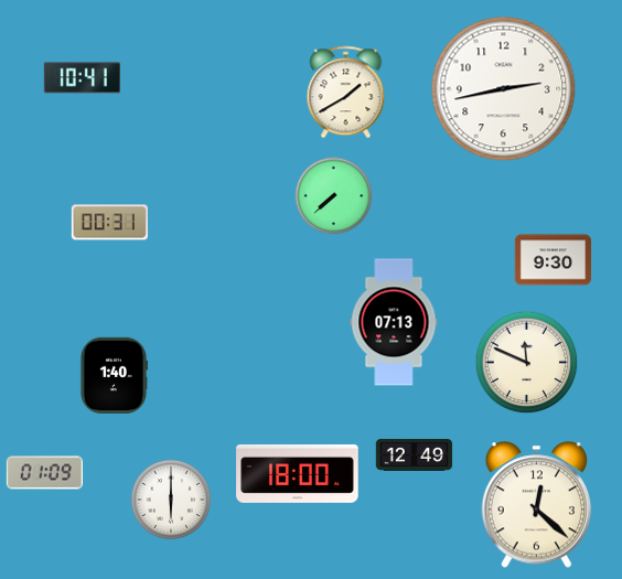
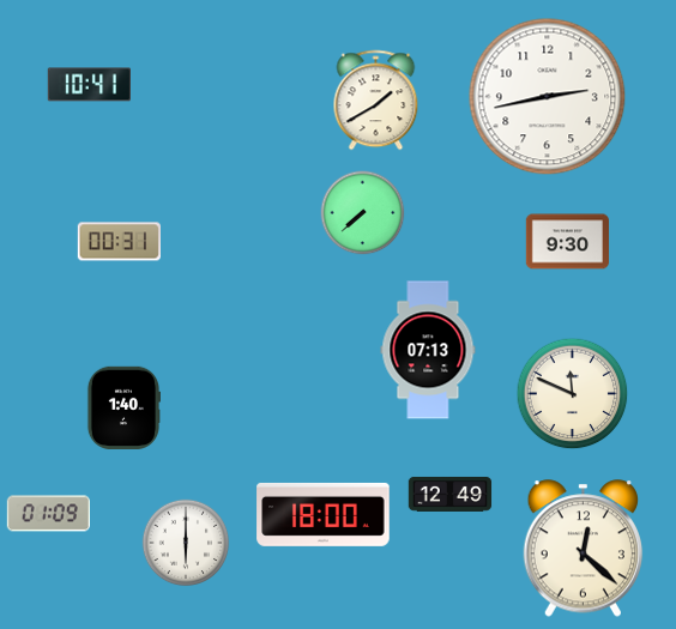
clock at (554, 260) position: (554, 260) -> (568, 242)
